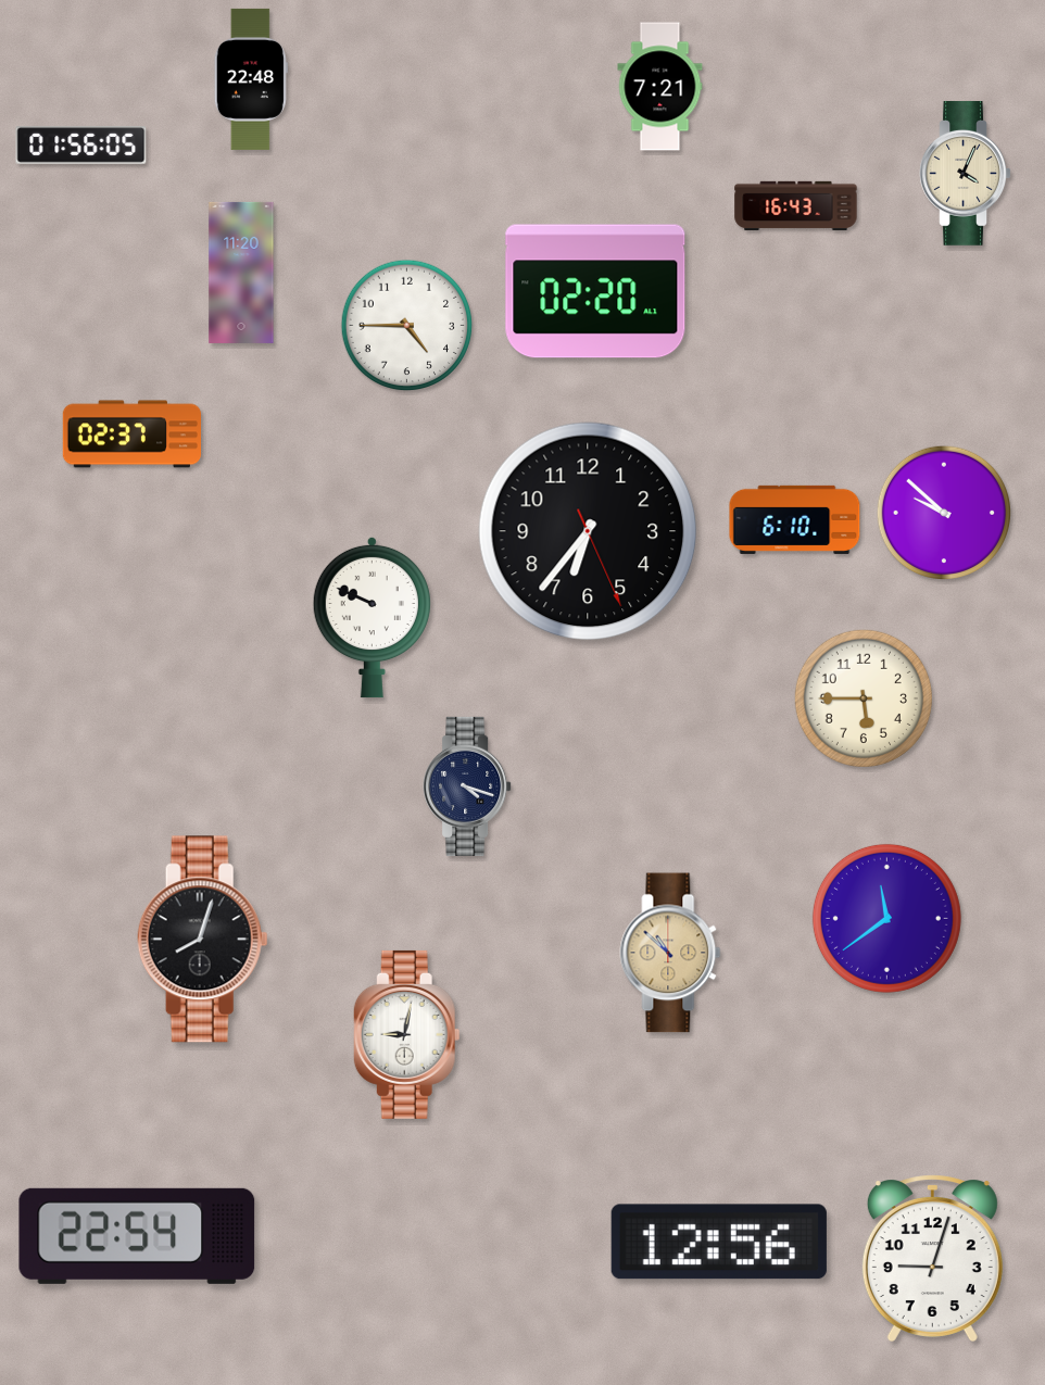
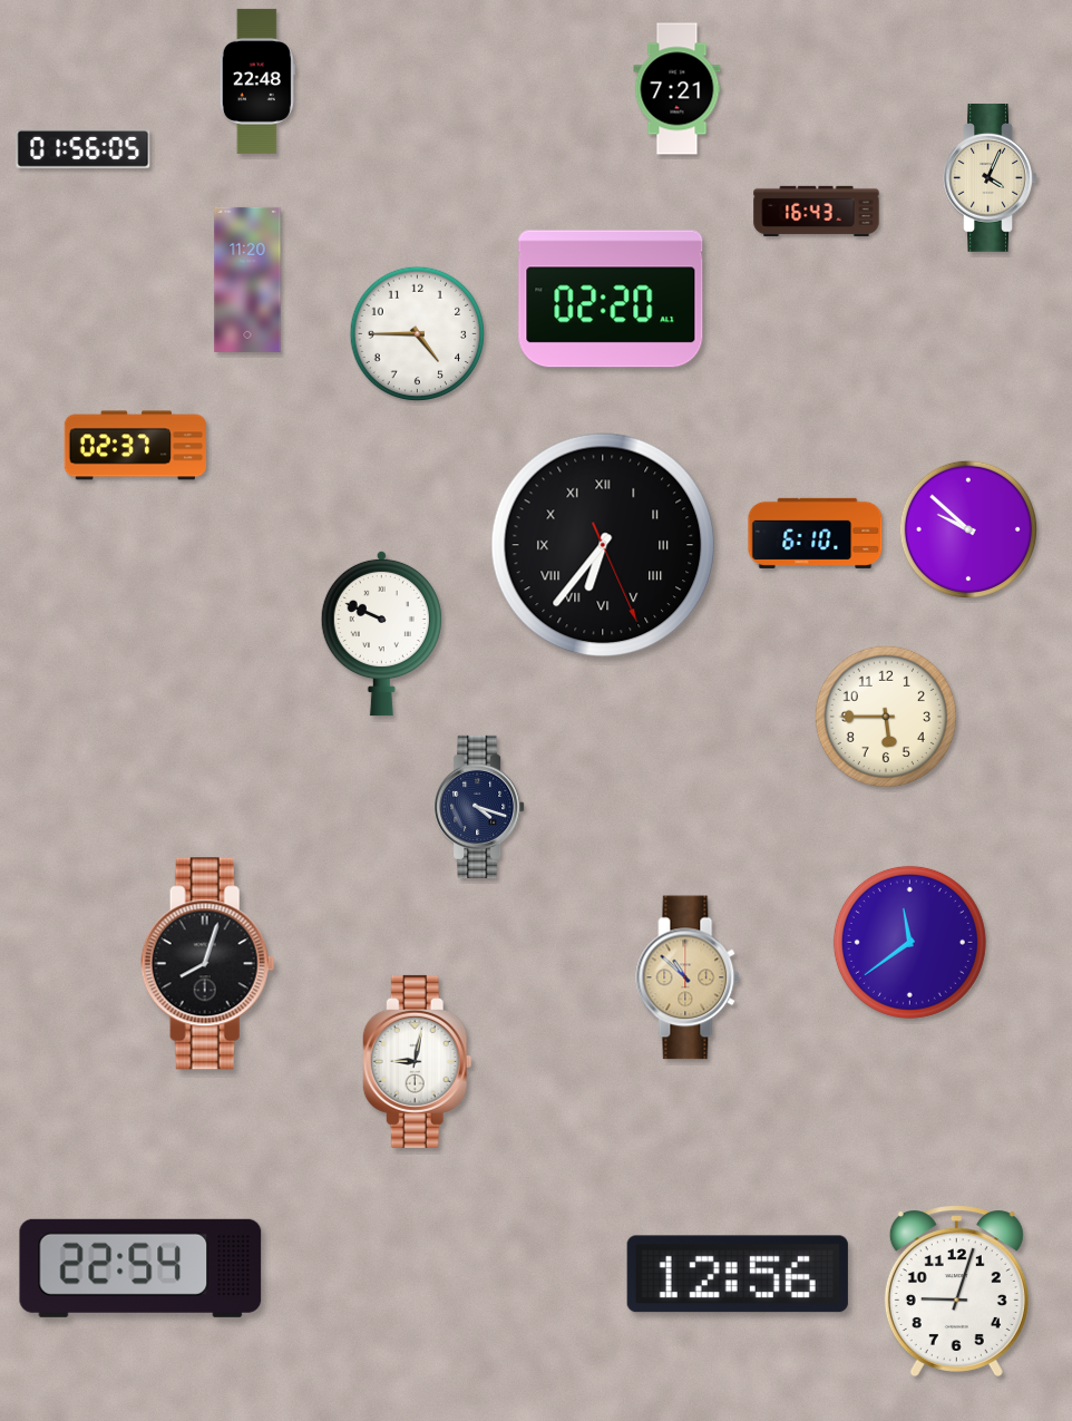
clock at (943, 512) position: (943, 512) -> (967, 528)
clock at (588, 531) numerals: Arabic -> Roman
